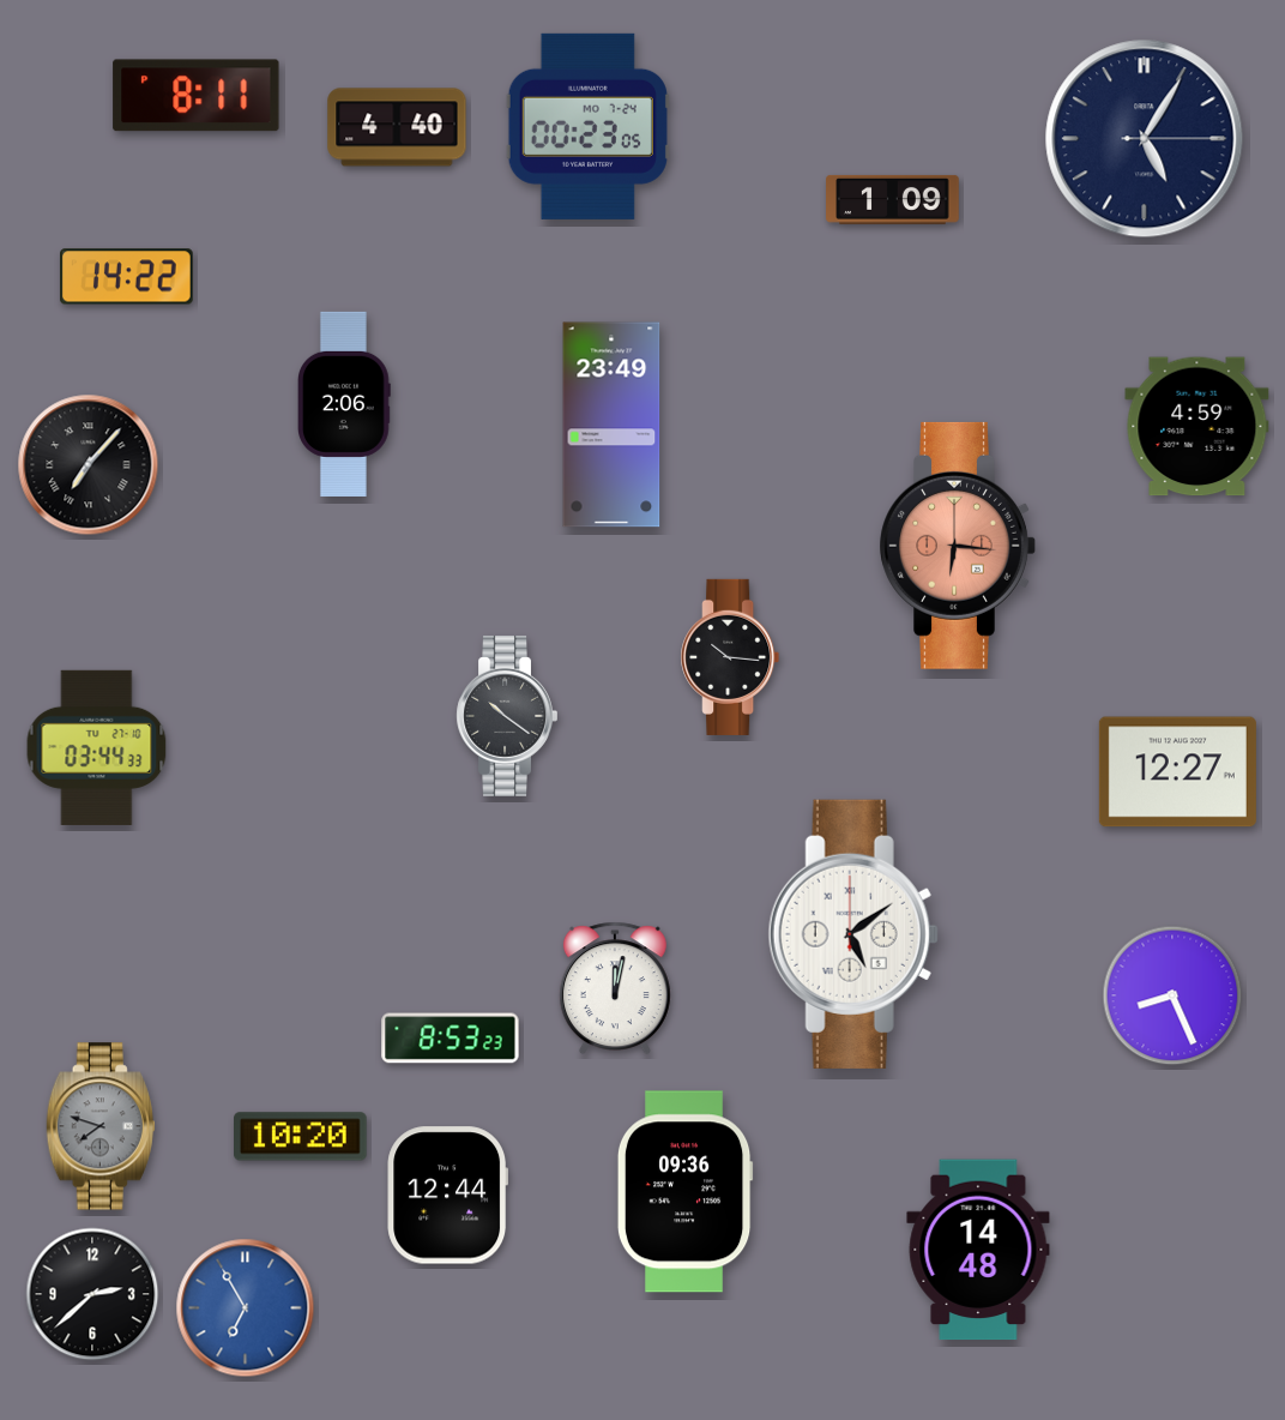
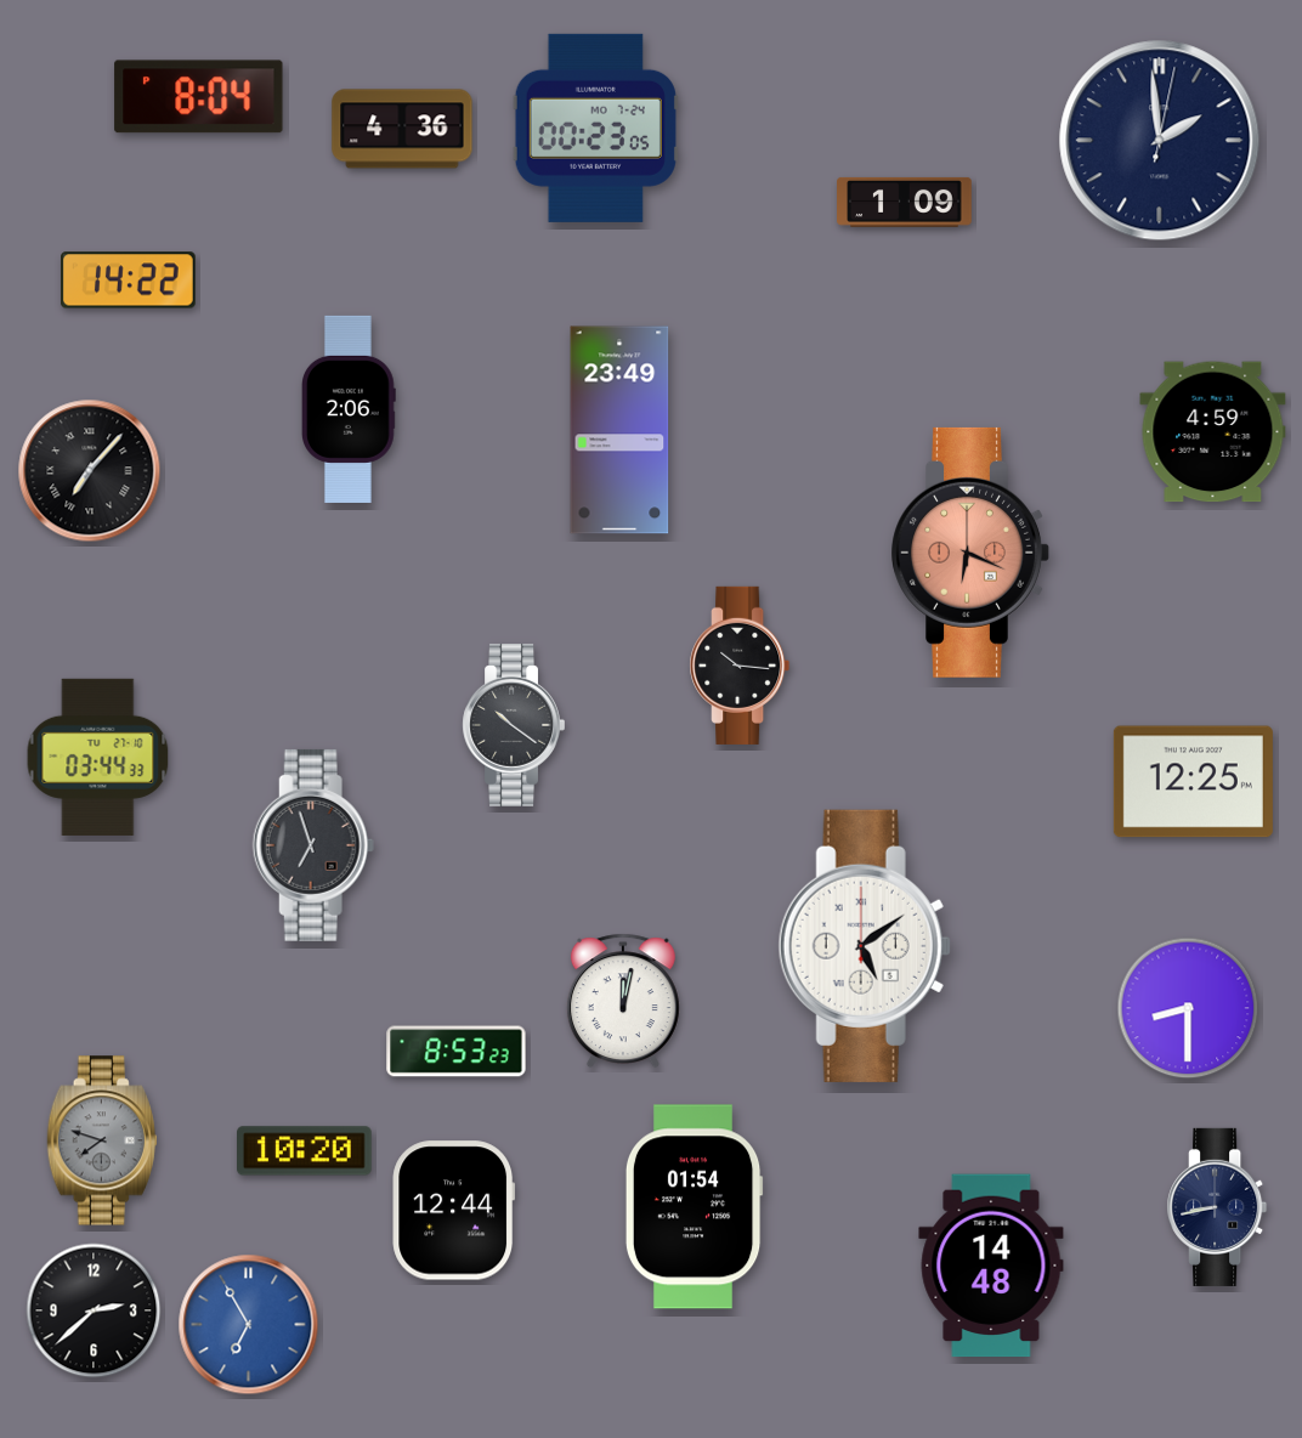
clock at (197, 96): 8:11 -> 8:04
clock at (397, 127): 4:40 -> 4:36
clock at (1145, 139): 5:05 -> 1:59
clock at (958, 546): 6:16 -> 6:19
clock at (1177, 772): 12:27 -> 12:25
clock at (313, 845): none -> 6:57
clock at (1172, 995): 8:26 -> 8:30
clock at (684, 1192): 09:36 -> 01:54
clock at (1217, 1207): none -> 8:43
